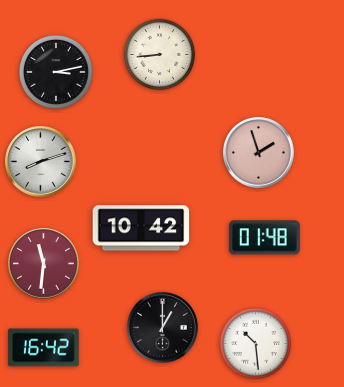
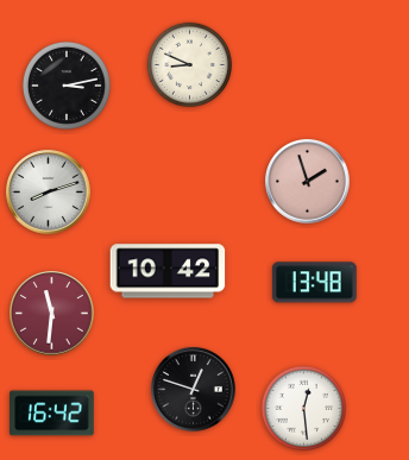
clock at (159, 54): 8:44 -> 8:49
clock at (265, 238): 01:48 -> 13:48
clock at (163, 328): 1:00 -> 12:48
clock at (255, 343): 10:29 -> 12:29
